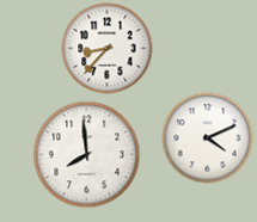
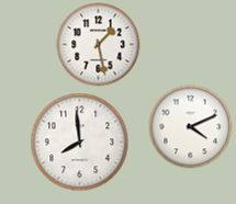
clock at (108, 49): 8:37 -> 1:28
